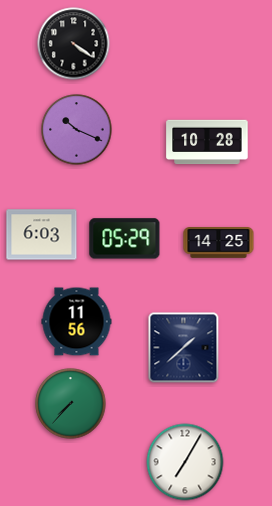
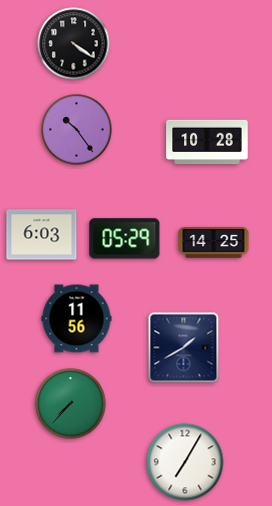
clock at (77, 130): 10:19 -> 10:24
clock at (219, 243) position: (219, 243) -> (214, 243)
clock at (77, 322) position: (77, 322) -> (77, 319)
clock at (184, 348): 1:38 -> 1:40
